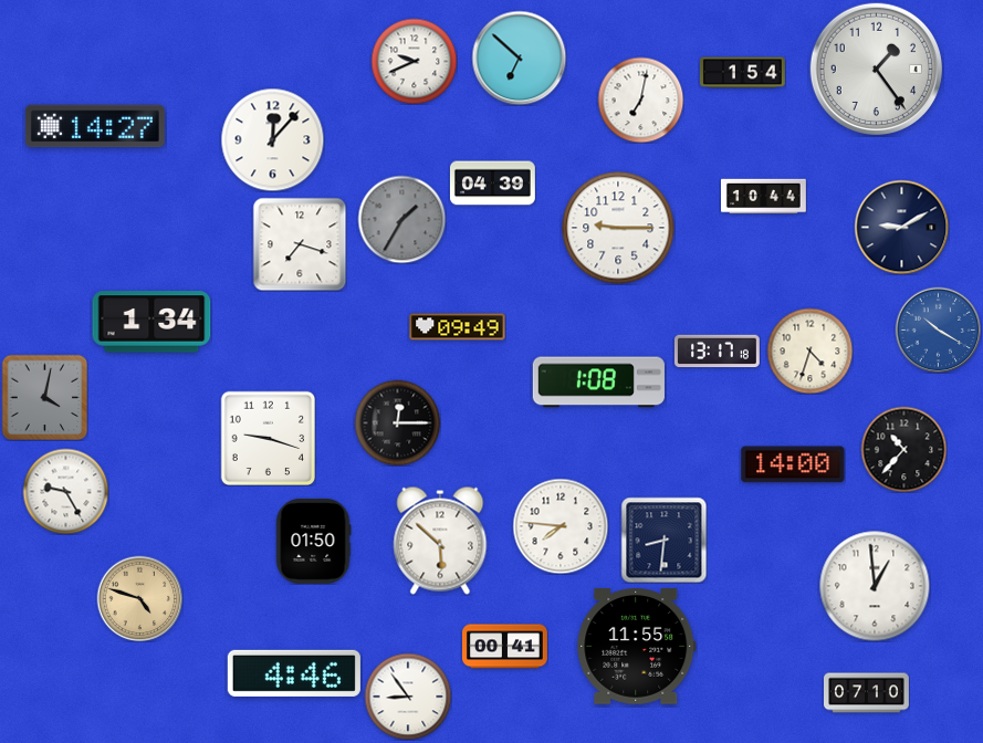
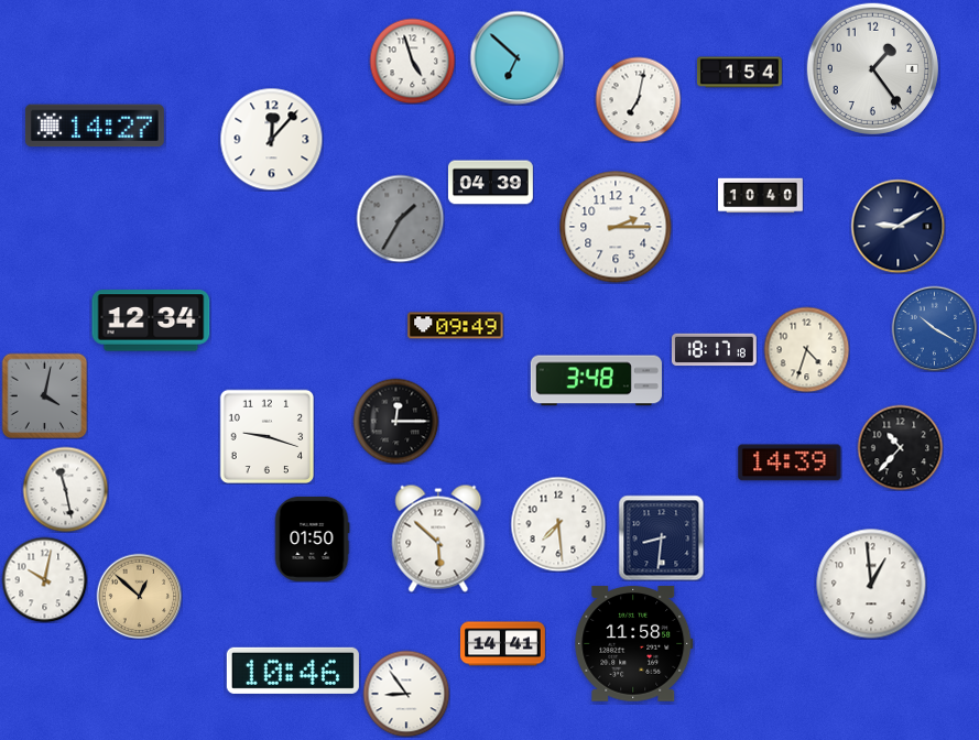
clock at (414, 61): 9:41 -> 4:57
clock at (764, 197): 10:44 -> 10:40
clock at (618, 228): 9:15 -> 2:15
clock at (300, 244): 7:18 -> none
clock at (151, 322): 1:34 -> 12:34
clock at (717, 352): 13:17 -> 18:17
clock at (598, 383): 1:08 -> 3:48
clock at (793, 464): 14:00 -> 14:39
clock at (65, 491): 9:25 -> 11:28
clock at (561, 526): 7:46 -> 7:29
clock at (44, 579): none -> 10:02
clock at (139, 598): 4:48 -> 12:52
clock at (505, 647): 00:41 -> 14:41
clock at (637, 647): 11:55 -> 11:58
clock at (294, 673): 4:46 -> 10:46
clock at (867, 693): 07:10 -> none
